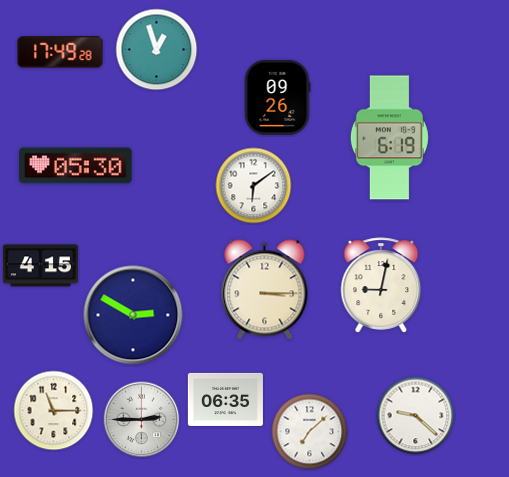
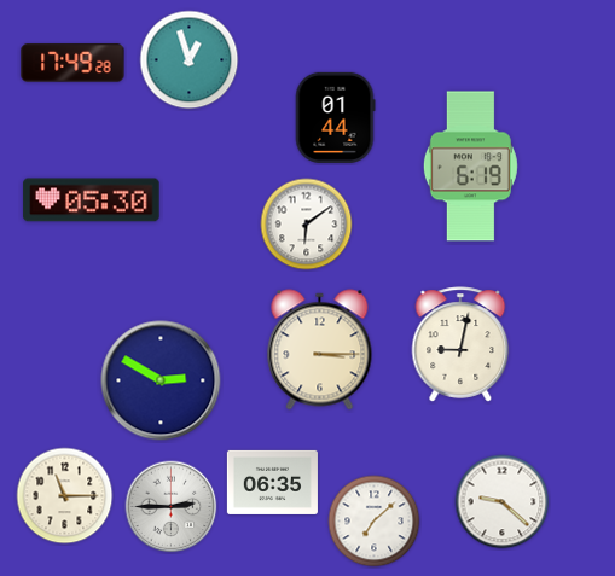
clock at (277, 97): 09:26 -> 01:44
clock at (40, 266): 4:15 -> none
